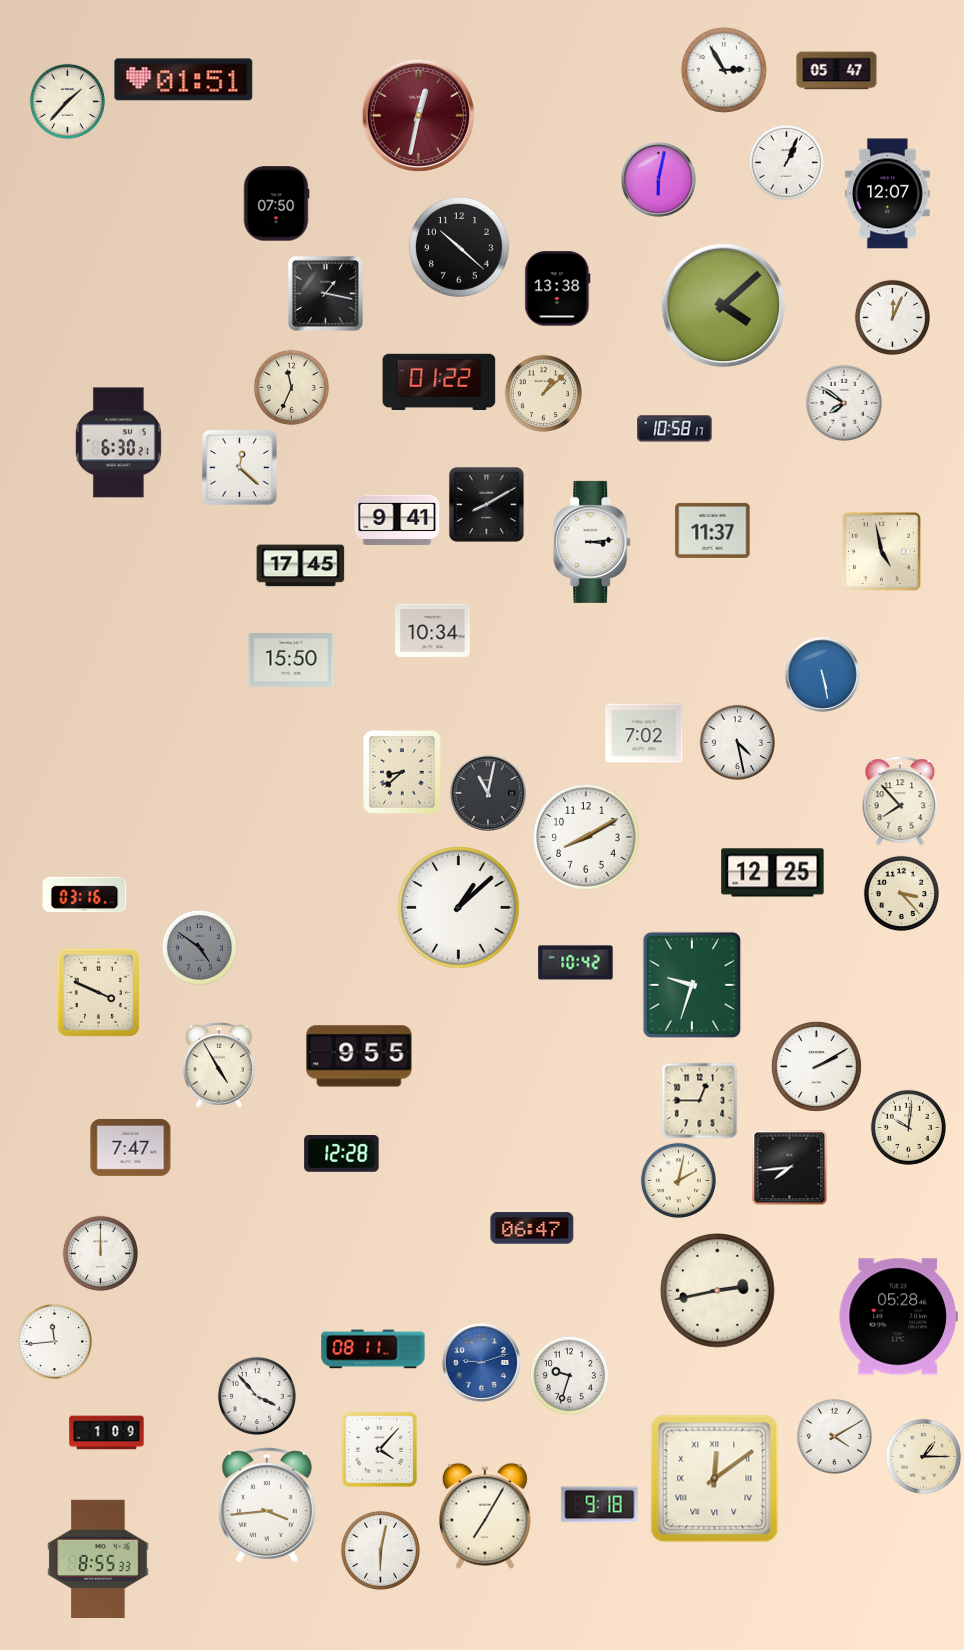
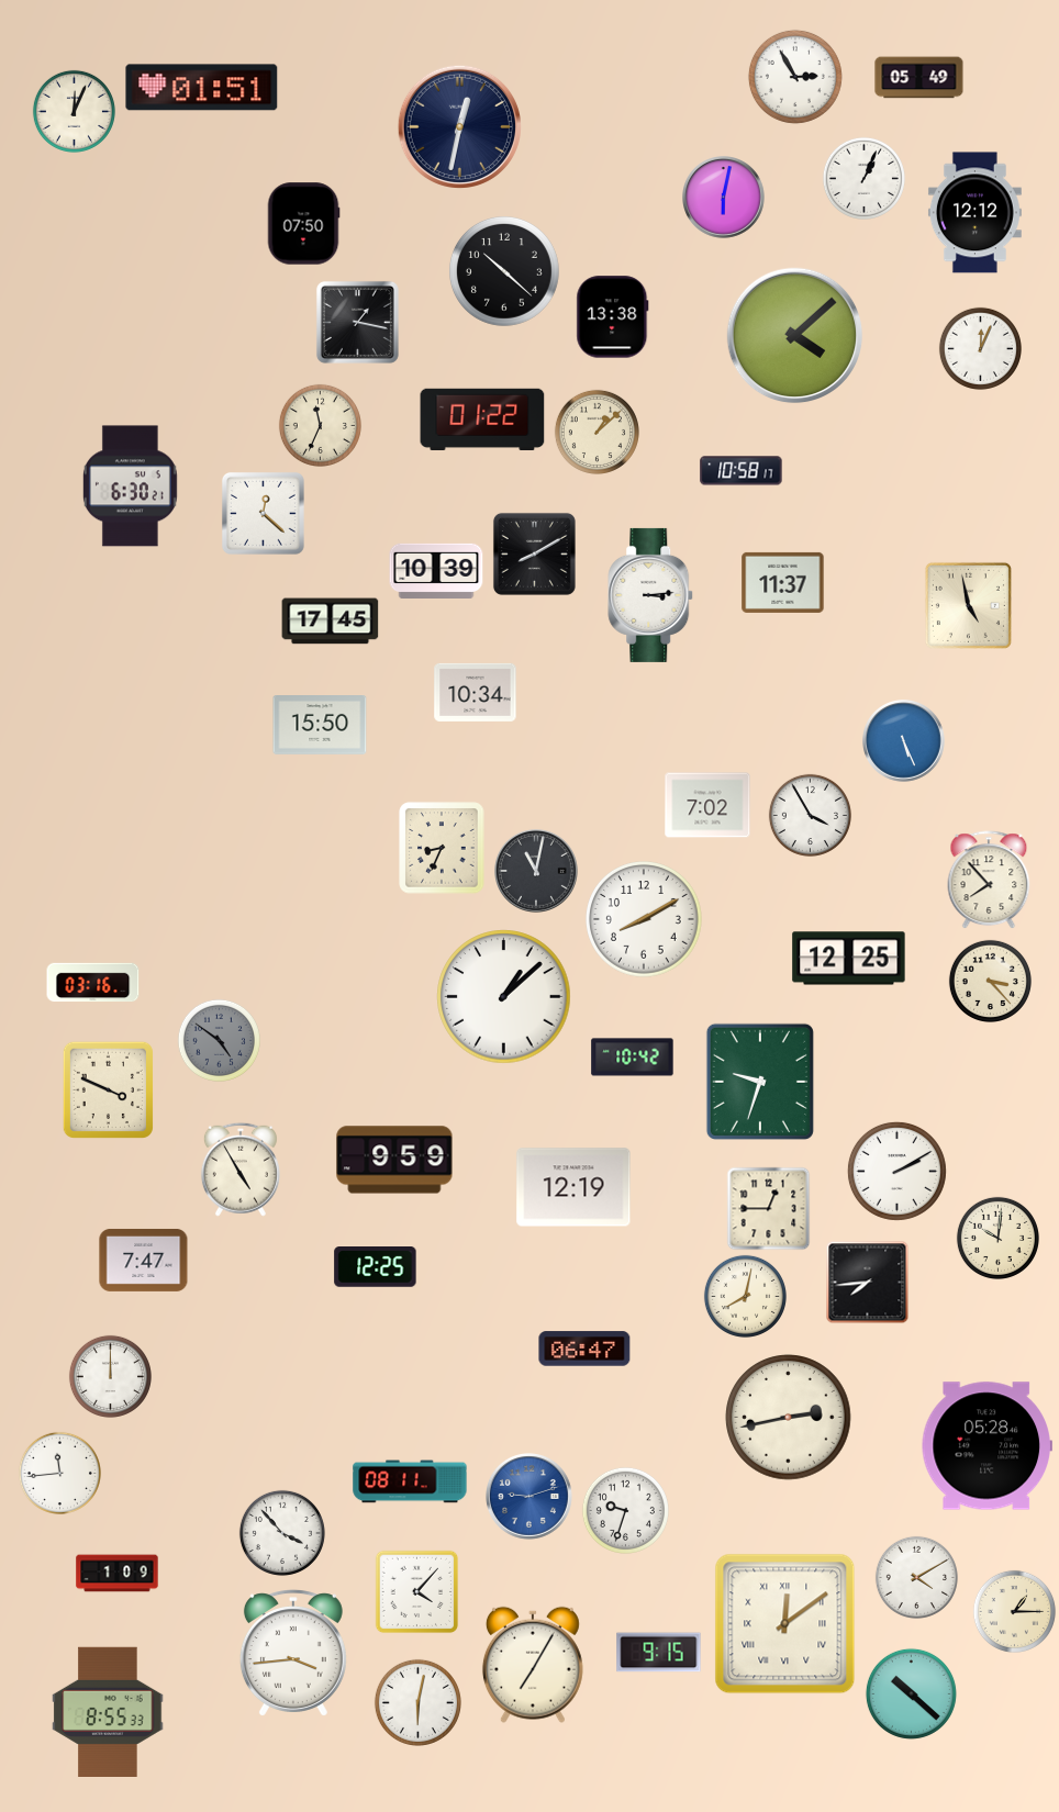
clock at (837, 71): 05:47 -> 05:49
clock at (67, 101): 1:37 -> 12:04
clock at (418, 115) dial: burgundy -> navy
clock at (887, 194): 12:07 -> 12:12
clock at (844, 403): 7:51 -> none
clock at (397, 519): 9:41 -> 10:39
clock at (823, 675): 5:28 -> 5:26
clock at (737, 742): 4:28 -> 3:55
clock at (402, 772): 8:38 -> 8:34
clock at (359, 1056): 9:55 -> 9:59
clock at (573, 1187): none -> 12:19
clock at (342, 1154): 12:28 -> 12:25
clock at (678, 1180): 2:02 -> 8:02
clock at (923, 1456) position: (923, 1456) -> (1014, 1611)
clock at (600, 1505): 9:18 -> 9:15
clock at (911, 1693): none -> 10:22
